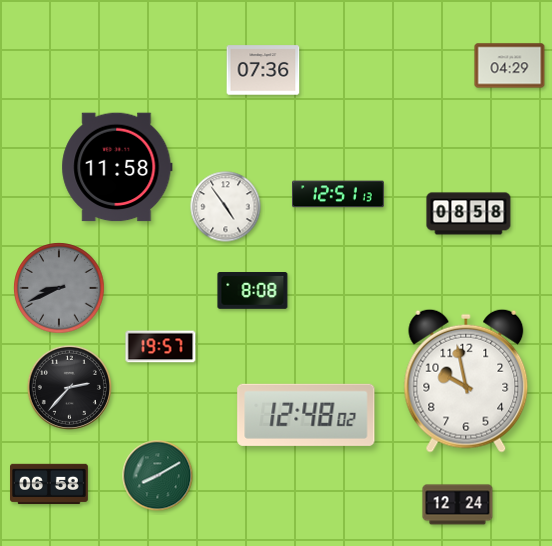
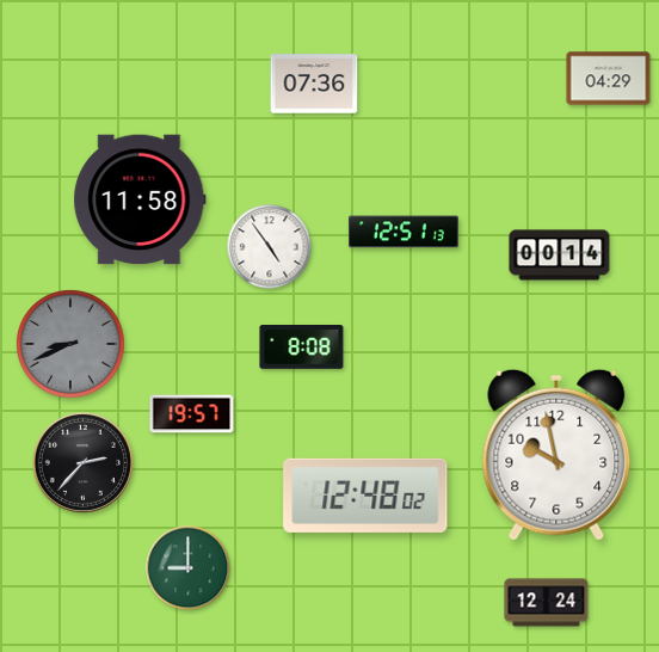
clock at (469, 214): 08:58 -> 00:14
clock at (158, 476): 8:10 -> 9:00
clock at (50, 484): 06:58 -> none
